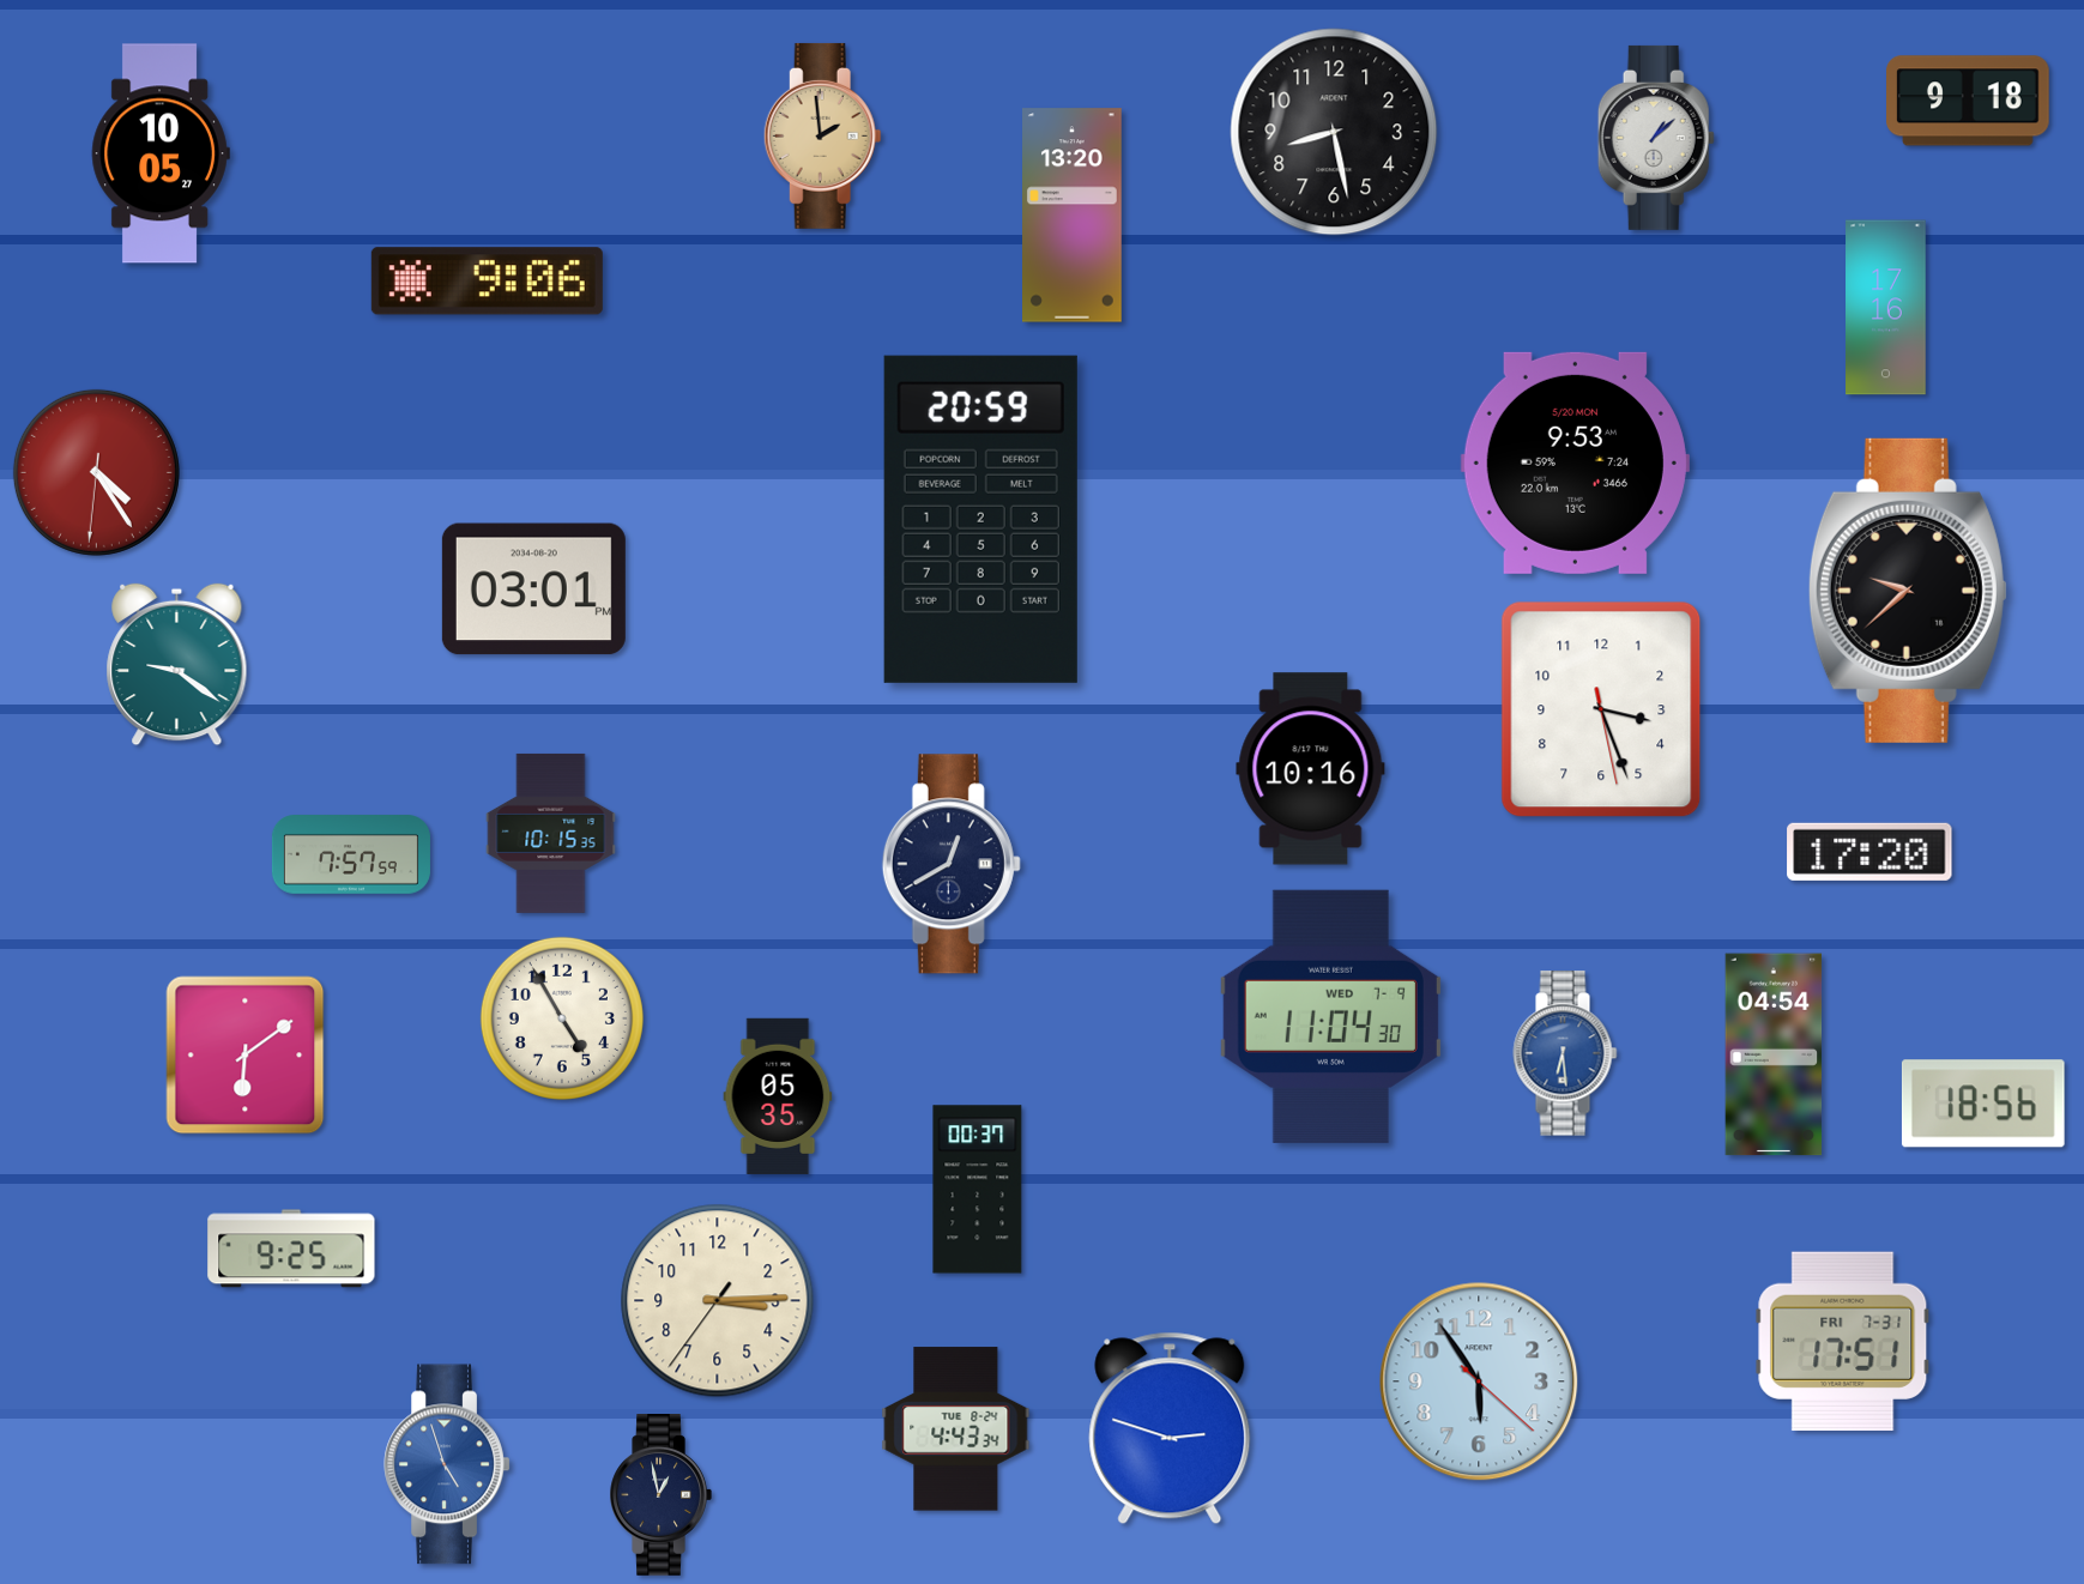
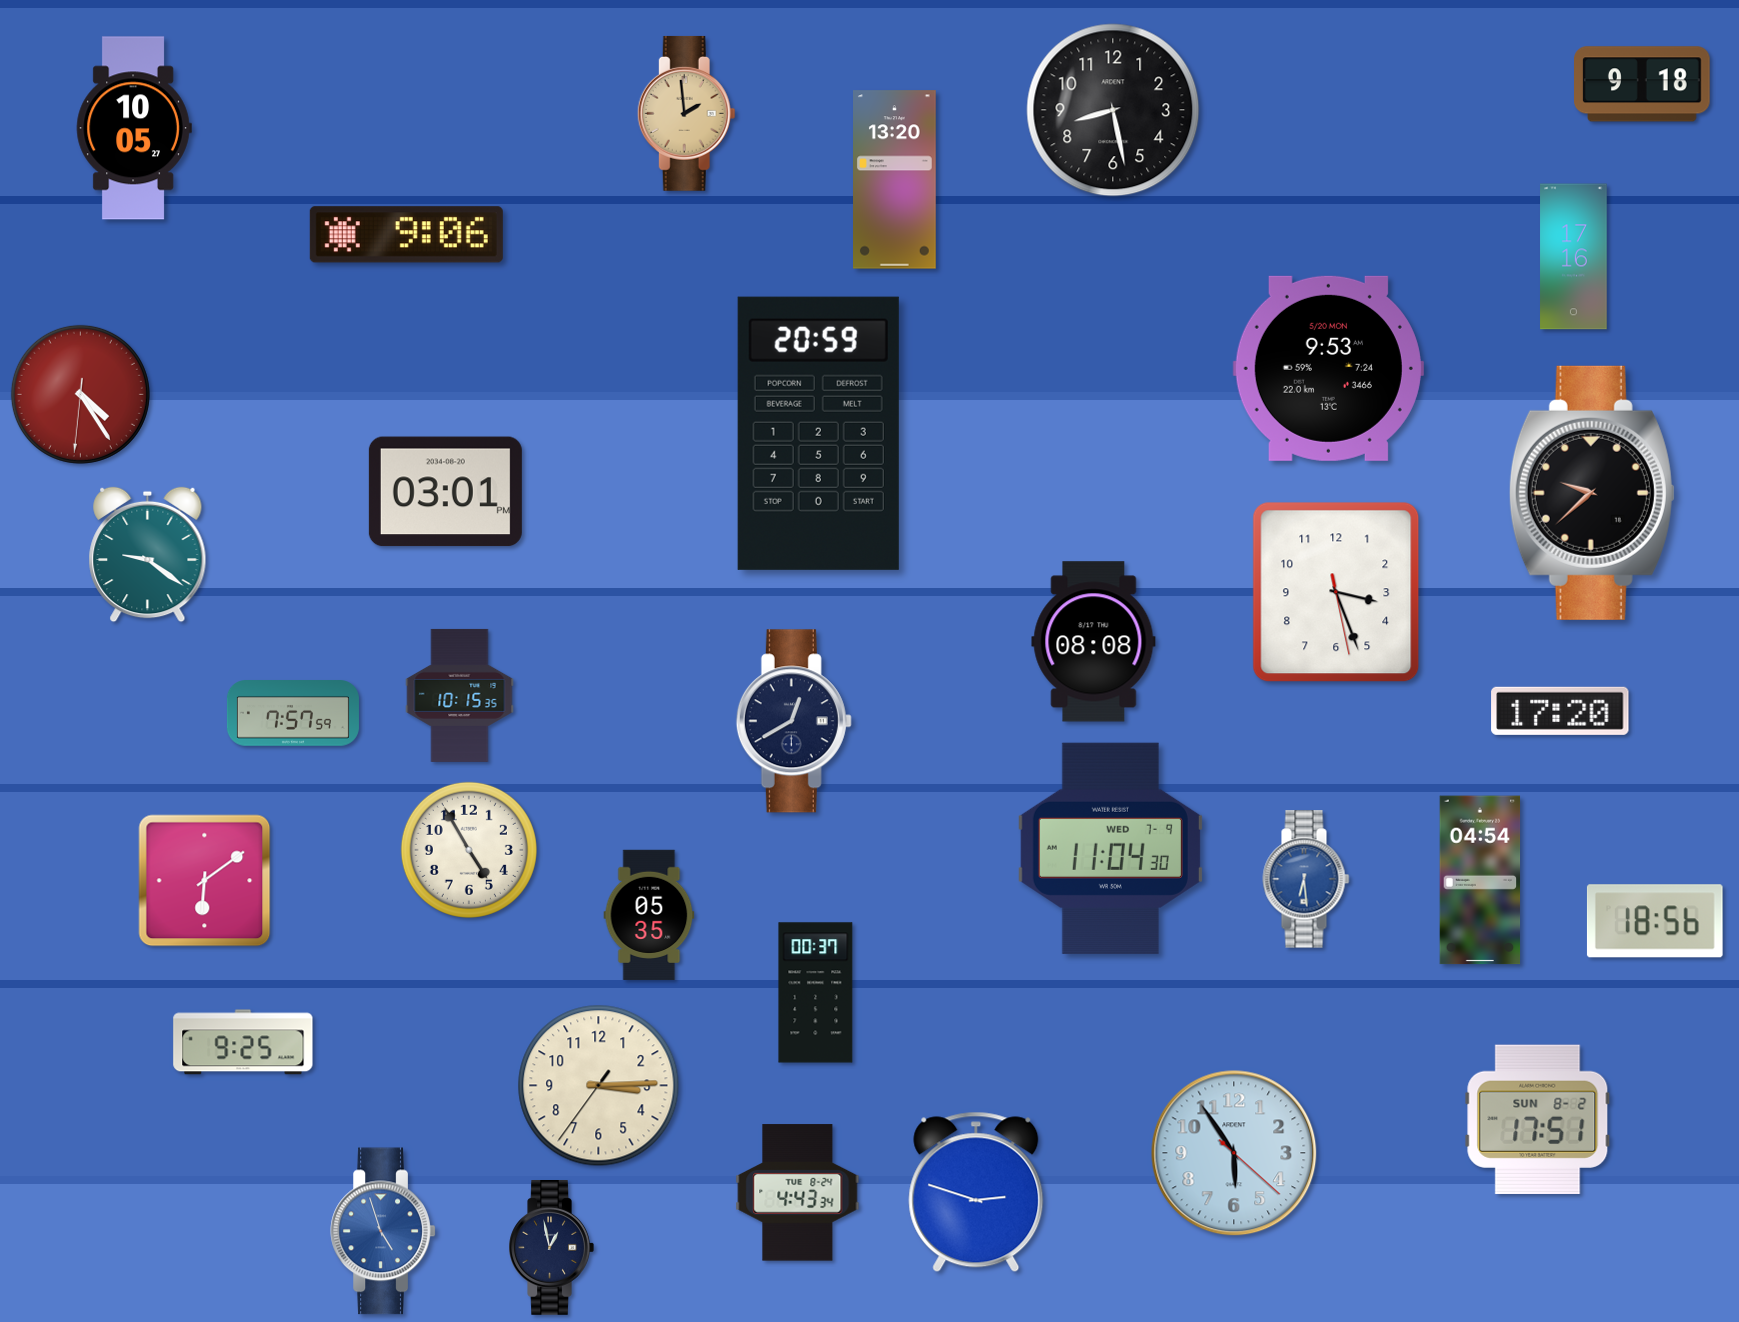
clock at (1656, 138): 1:08 -> none
clock at (1575, 462) position: (1575, 462) -> (1328, 368)
clock at (1311, 769): 10:16 -> 08:08
clock at (1843, 1341) date: FRI 7-31 -> SUN 8-2
clock at (447, 1464) position: (447, 1464) -> (383, 1231)
